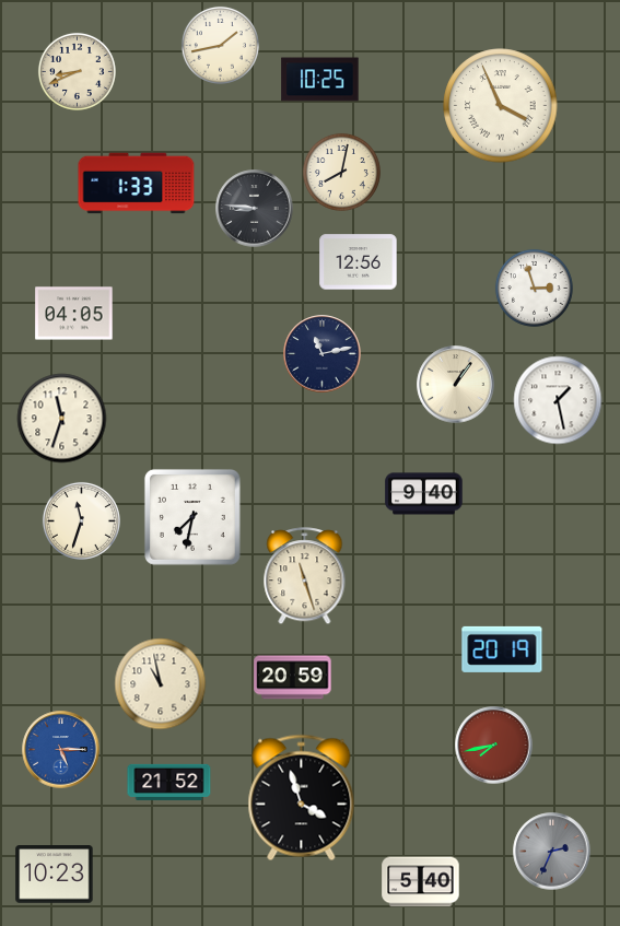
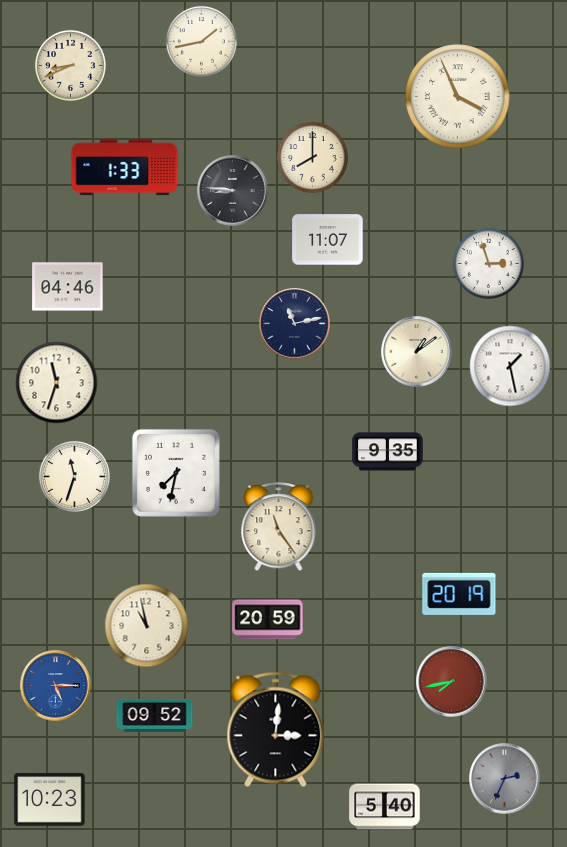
clock at (320, 80): 10:25 -> none
clock at (341, 172): 8:02 -> 8:00
clock at (359, 262): 12:56 -> 11:07
clock at (74, 314): 04:05 -> 04:46
clock at (456, 385): 1:06 -> 1:09
clock at (424, 494): 9:40 -> 9:35
clock at (305, 576): 11:27 -> 11:24
clock at (169, 782): 21:52 -> 09:52
clock at (302, 798): 3:57 -> 3:01
